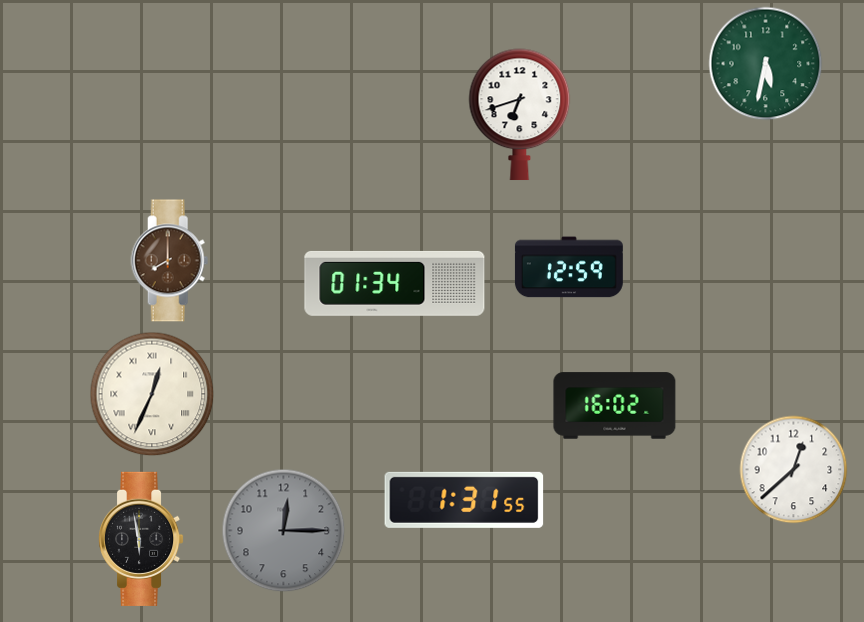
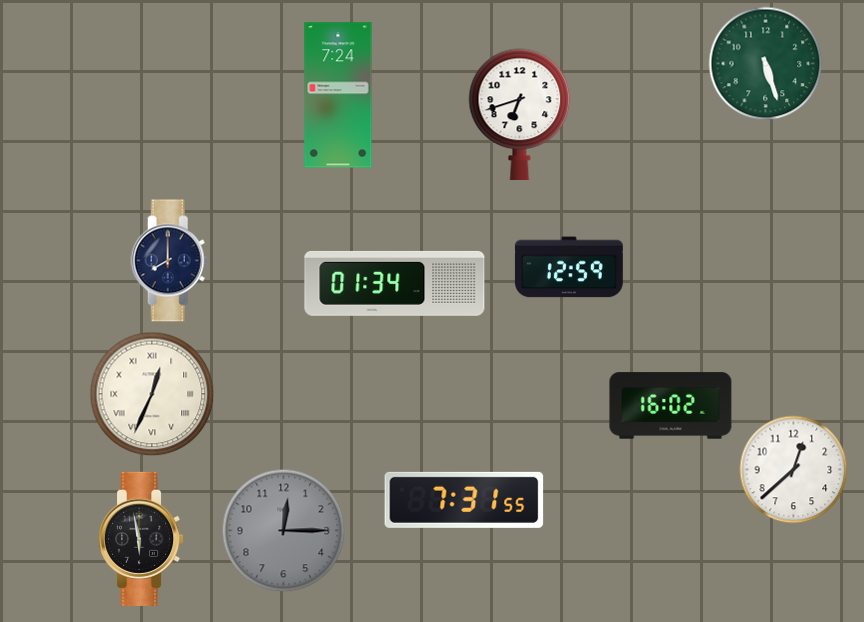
clock at (766, 64): 5:32 -> 5:27
clock at (338, 95): none -> 7:24
clock at (170, 261) dial: brown -> navy
clock at (615, 406) position: (615, 406) -> (671, 406)
clock at (464, 500): 1:31 -> 7:31
